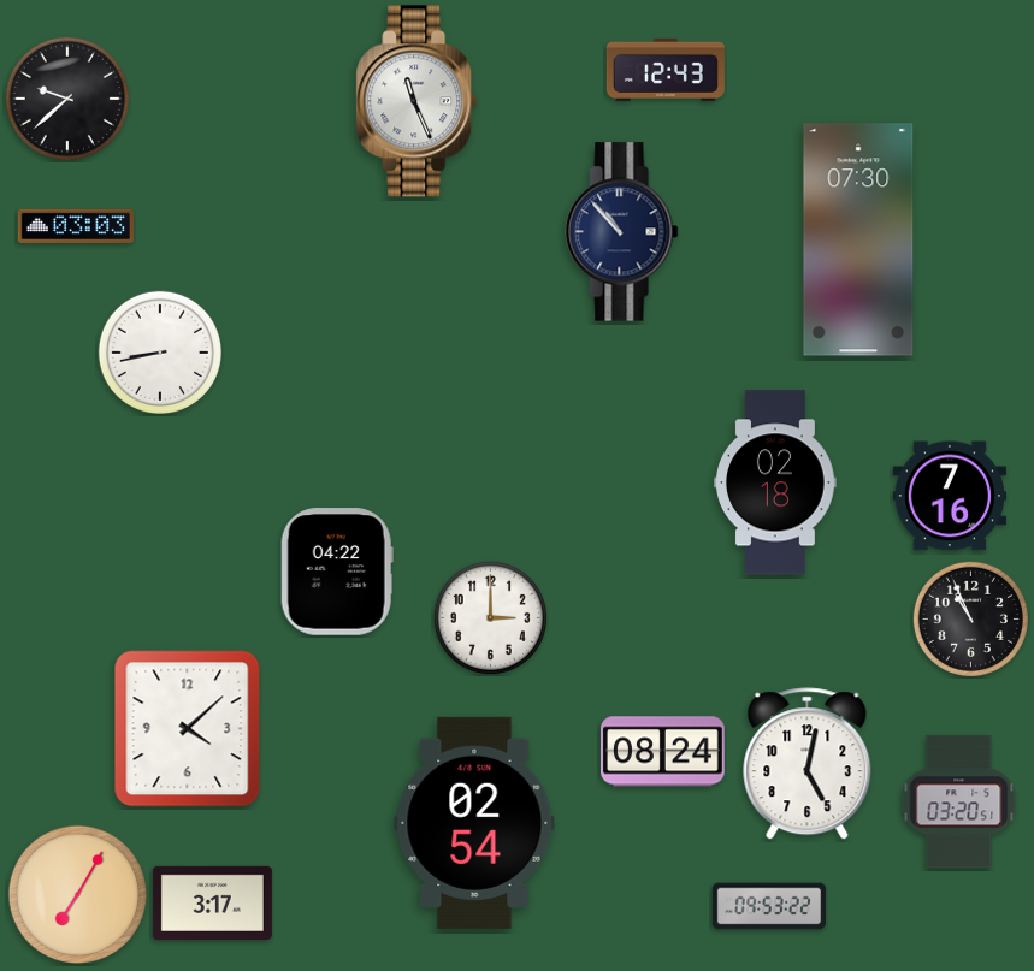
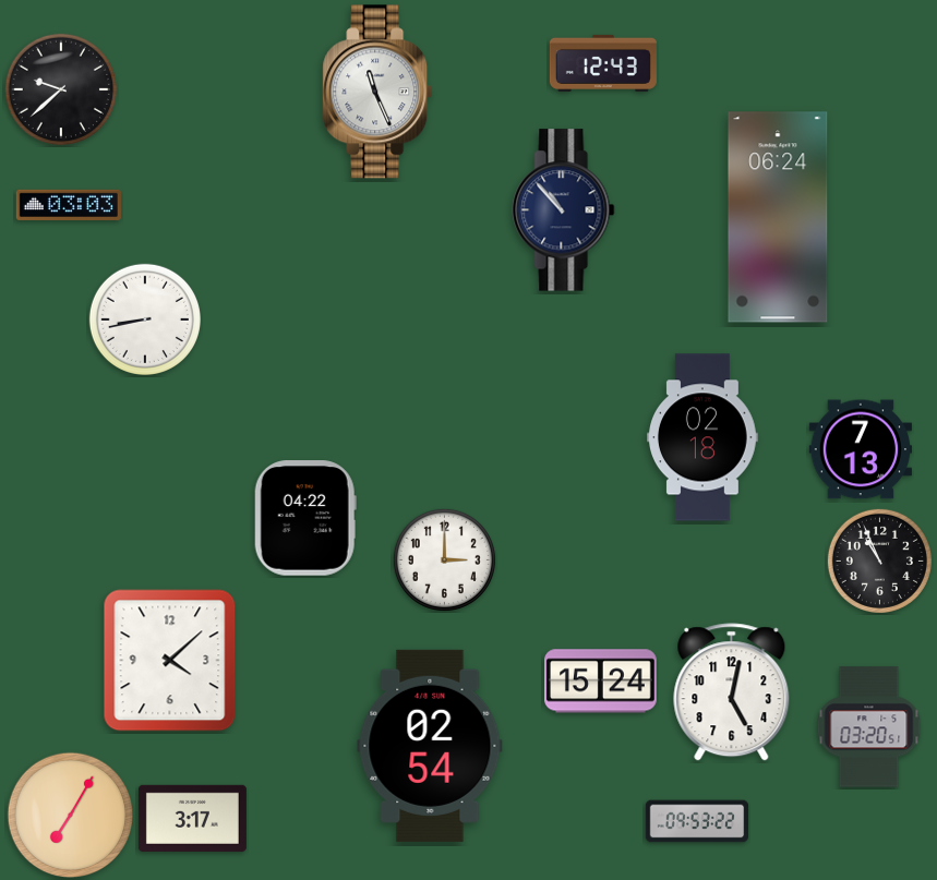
clock at (858, 239): 07:30 -> 06:24
clock at (949, 496): 7:16 -> 7:13
clock at (663, 752): 08:24 -> 15:24
clock at (78, 895) position: (78, 895) -> (71, 816)
